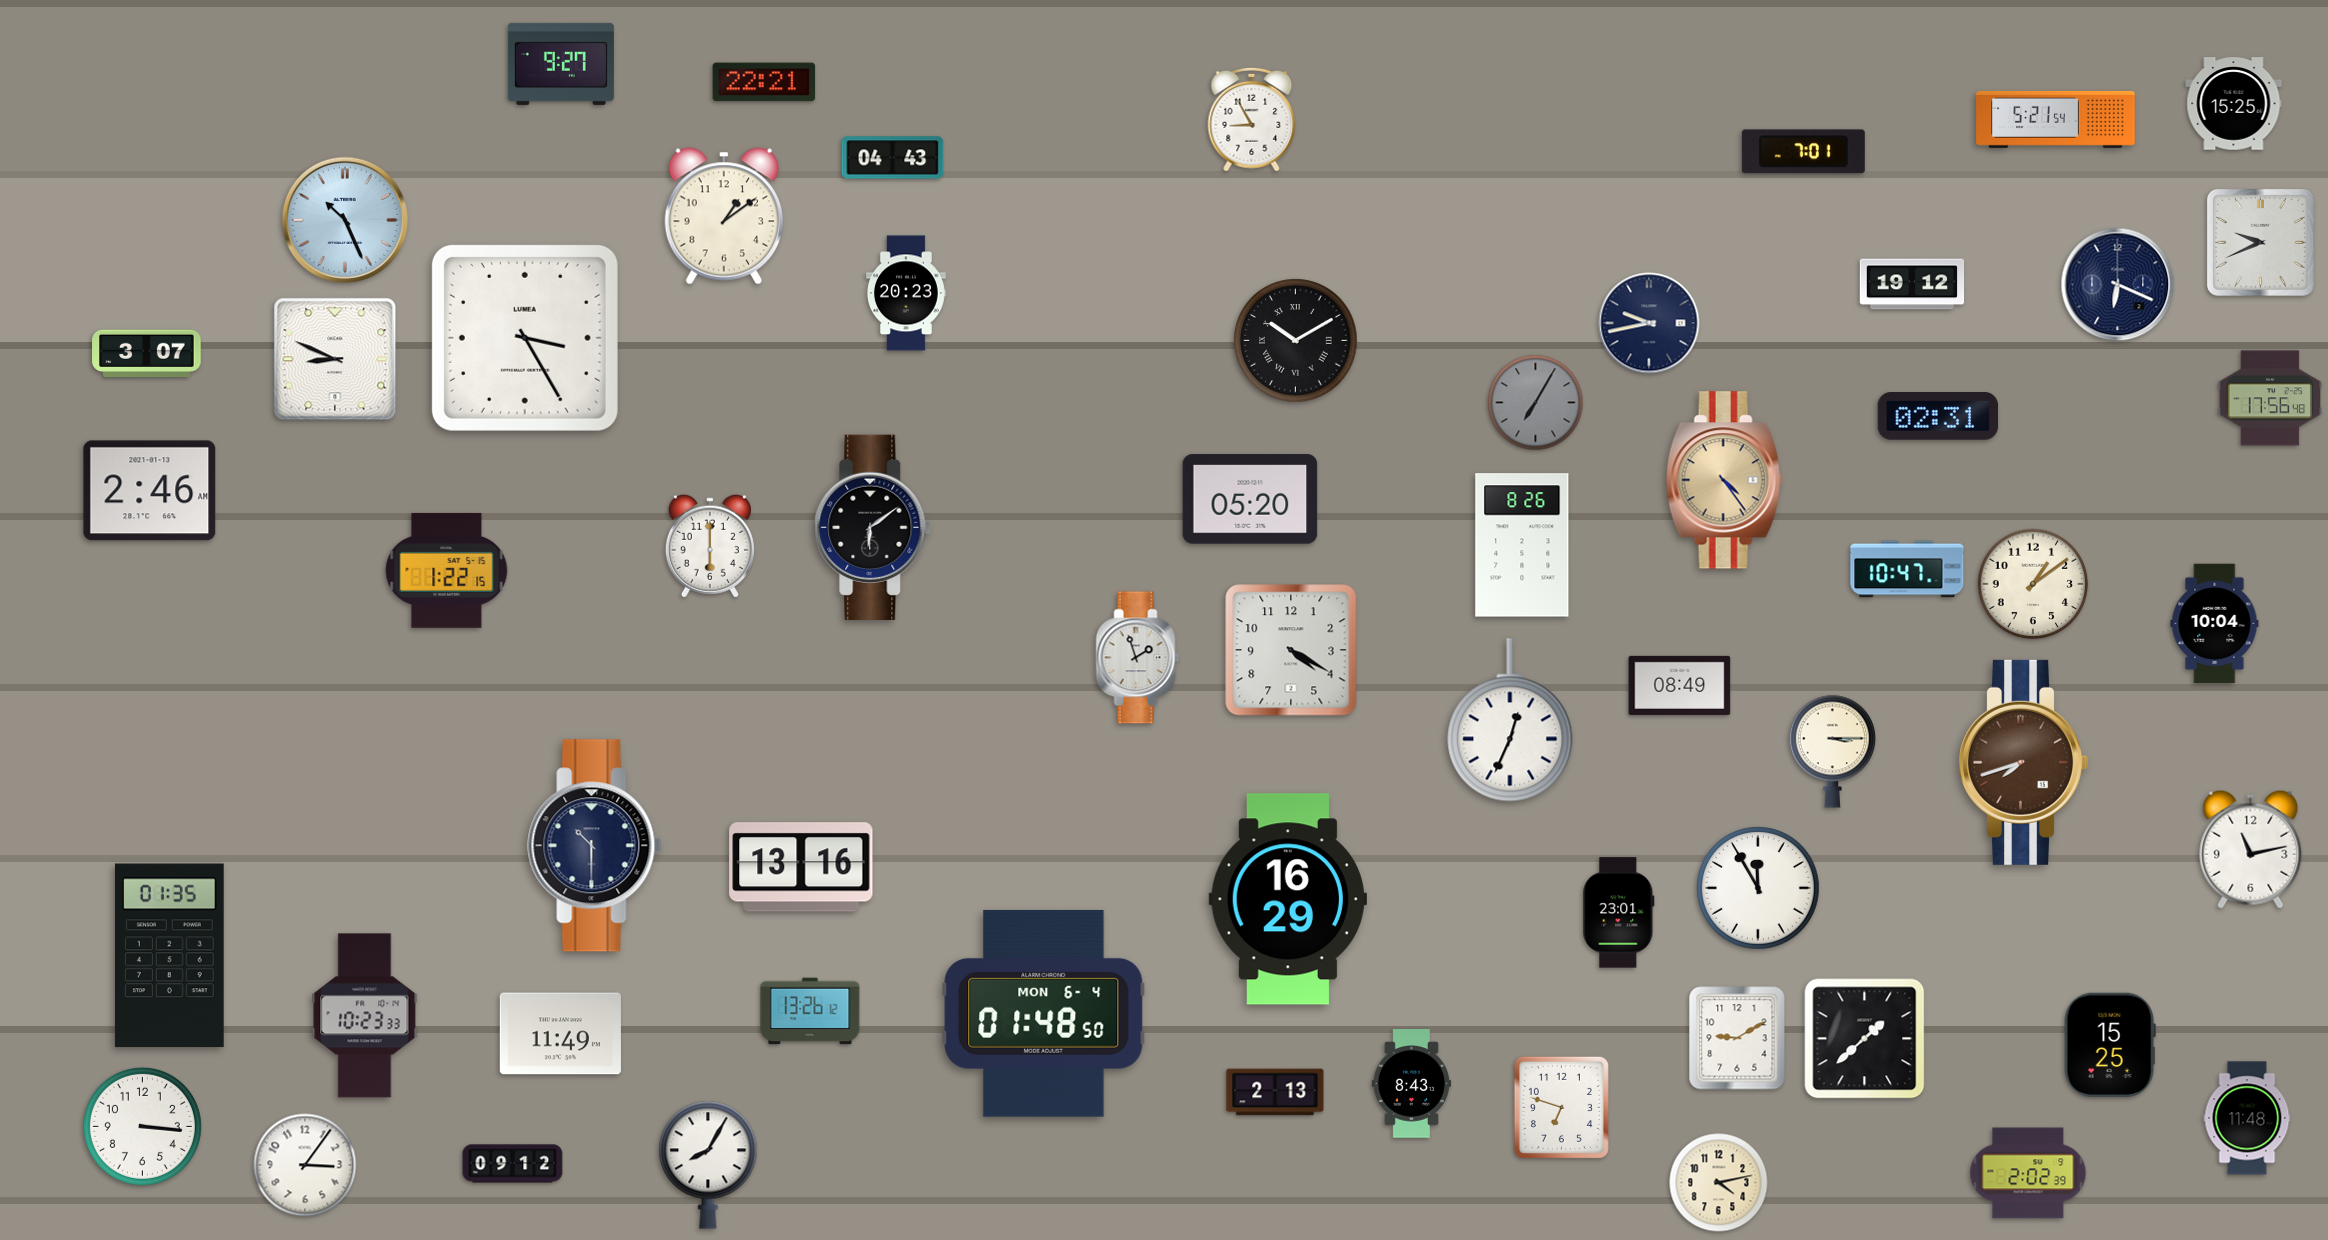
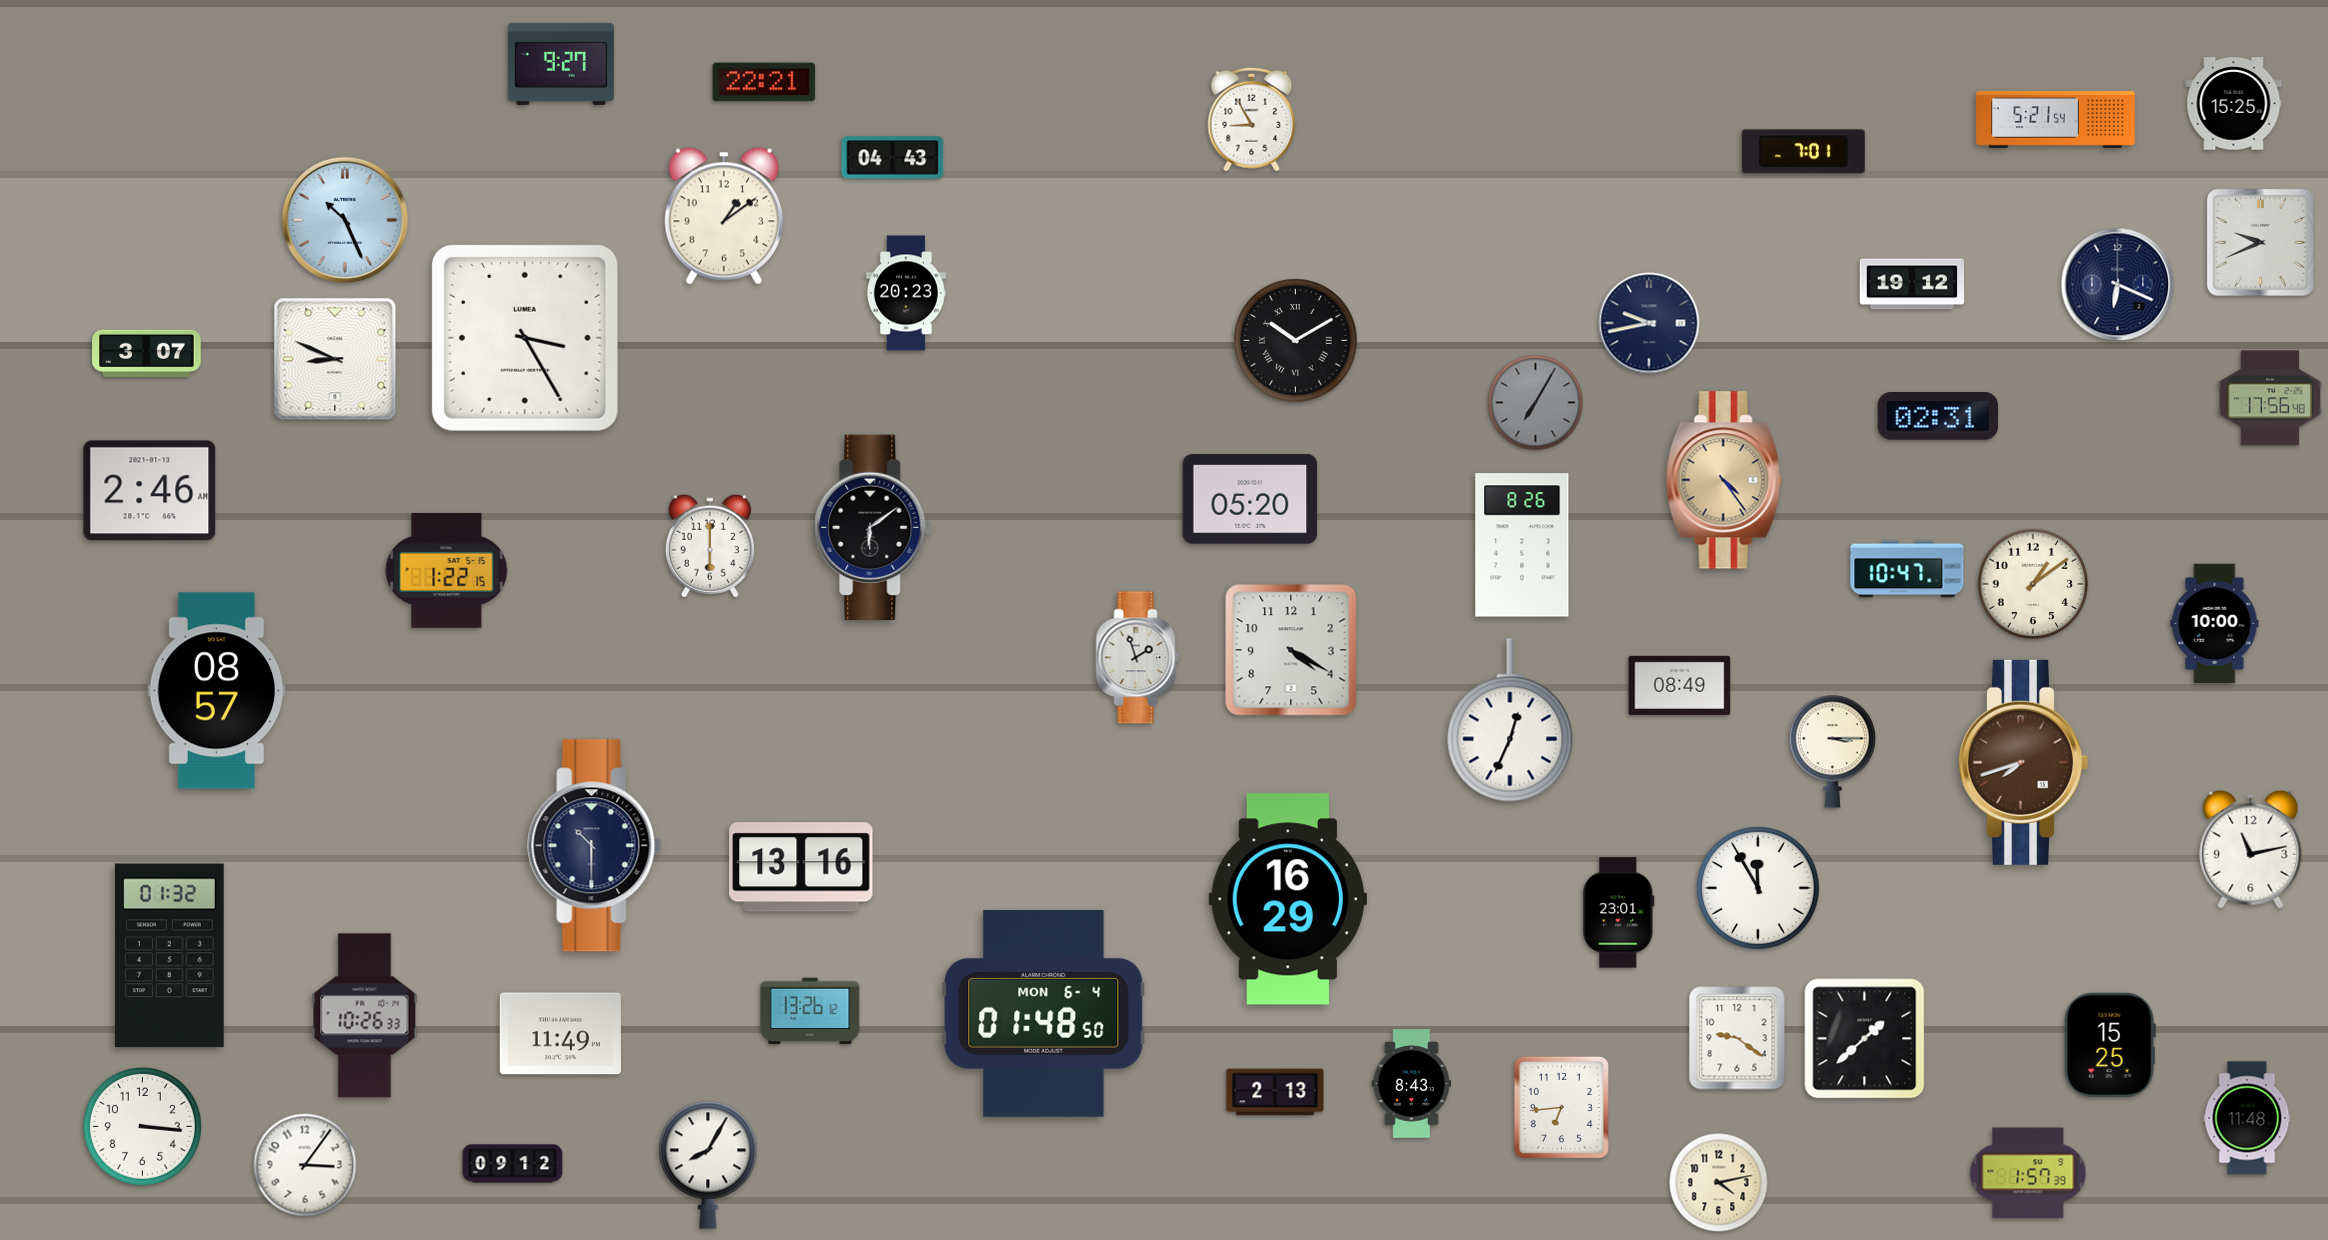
clock at (2215, 624): 10:04 -> 10:00
clock at (217, 691): none -> 08:57
clock at (169, 956): 01:35 -> 01:32
clock at (365, 1016): 10:23 -> 10:26
clock at (1737, 1038): 9:10 -> 9:21
clock at (1561, 1107): 6:48 -> 6:44
clock at (2028, 1173): 2:02 -> 1:57
